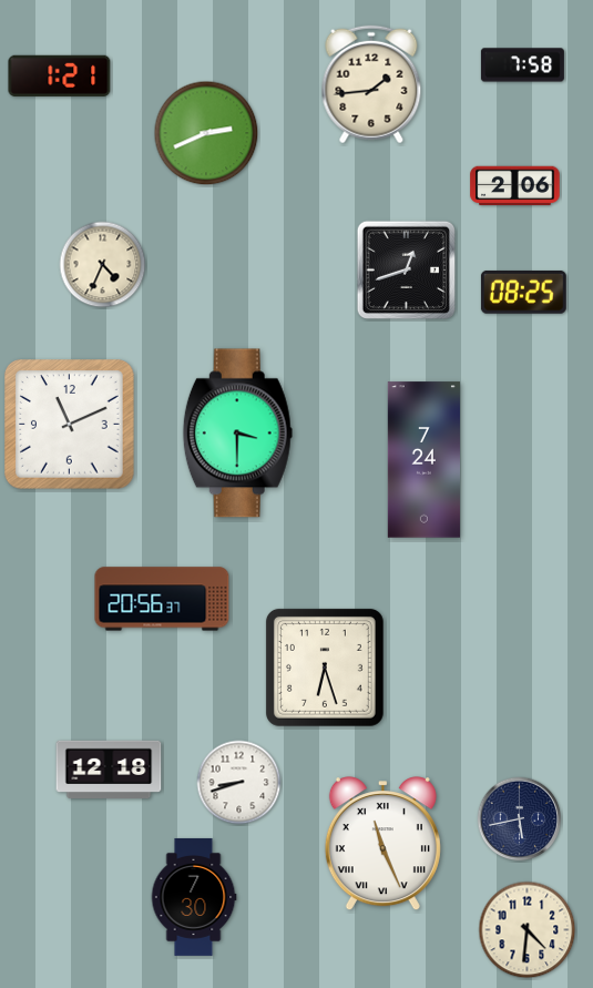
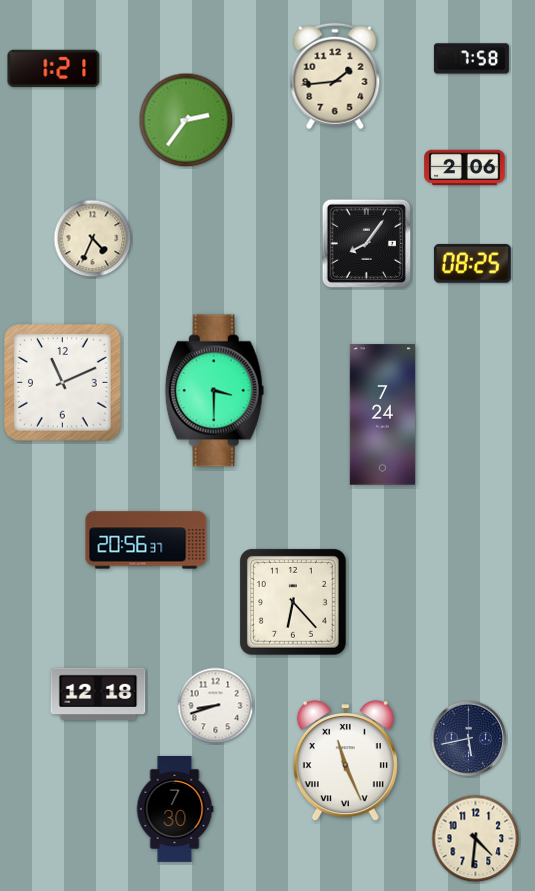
clock at (206, 133): 2:41 -> 2:36
clock at (406, 269): 12:42 -> 8:06
clock at (325, 668): 6:27 -> 6:23
